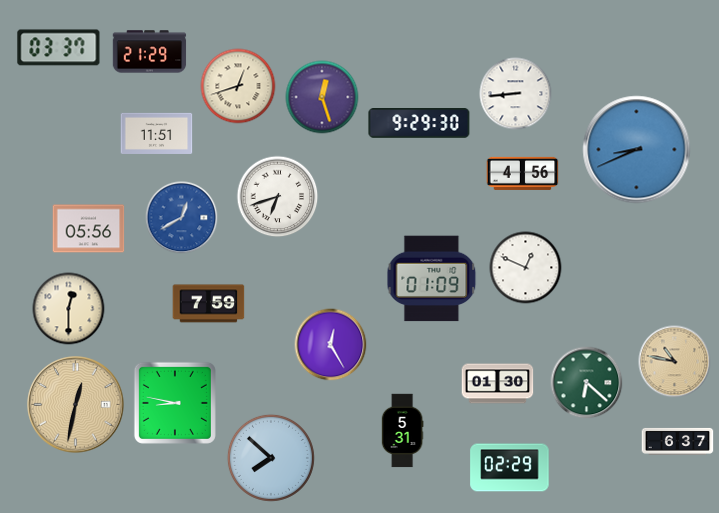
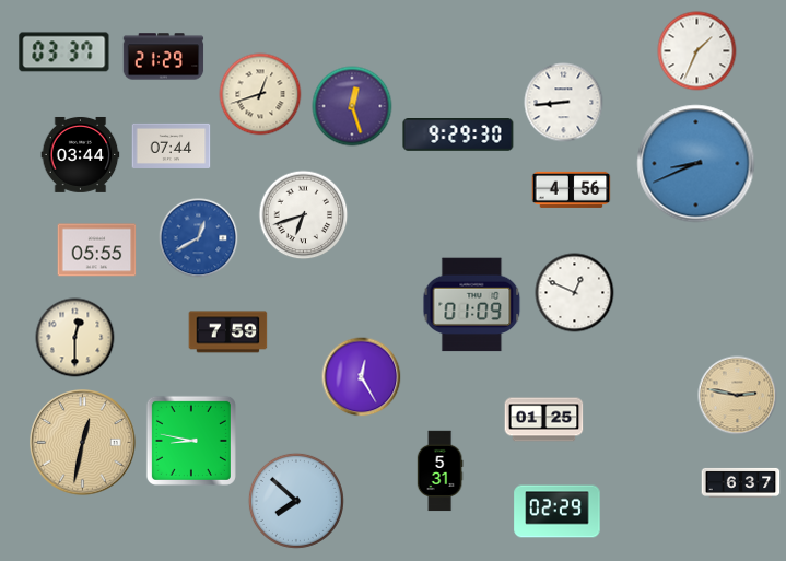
clock at (697, 51): none -> 1:34
clock at (157, 133): 11:51 -> 07:44
clock at (81, 154): none -> 03:44
clock at (89, 229): 05:56 -> 05:55
clock at (675, 362): 10:47 -> 2:47
clock at (587, 383): 6:22 -> none
clock at (498, 384): 01:30 -> 01:25
